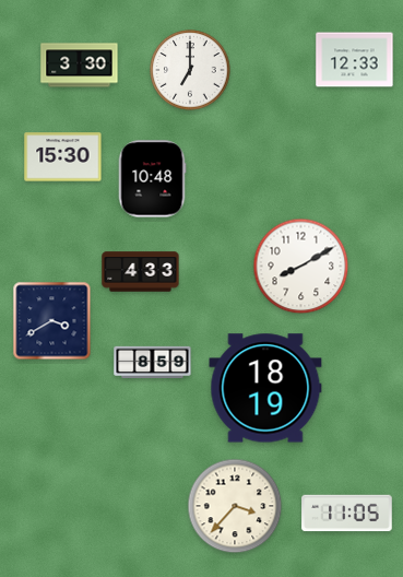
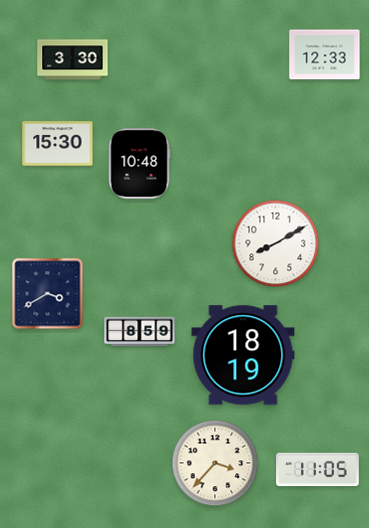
clock at (190, 70): 7:00 -> none
clock at (141, 272): 4:33 -> none
